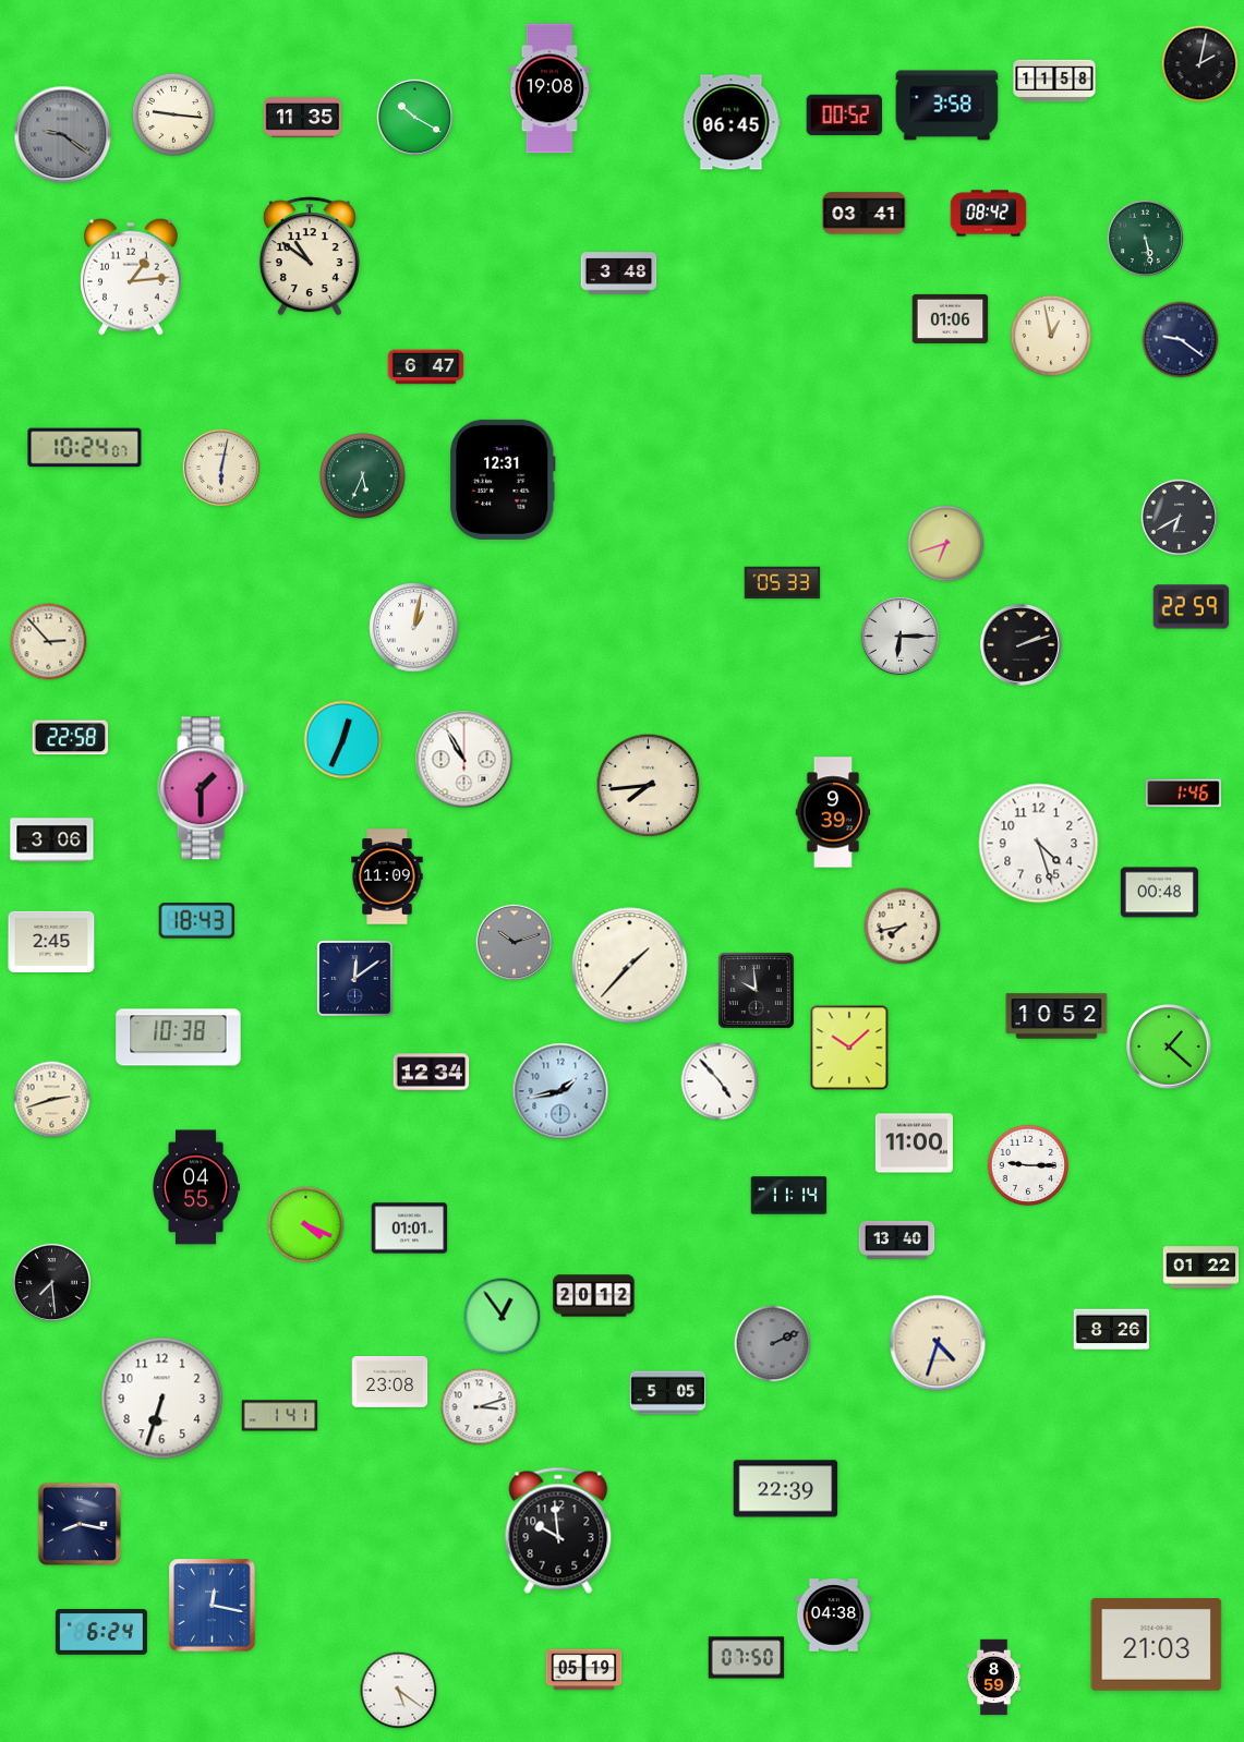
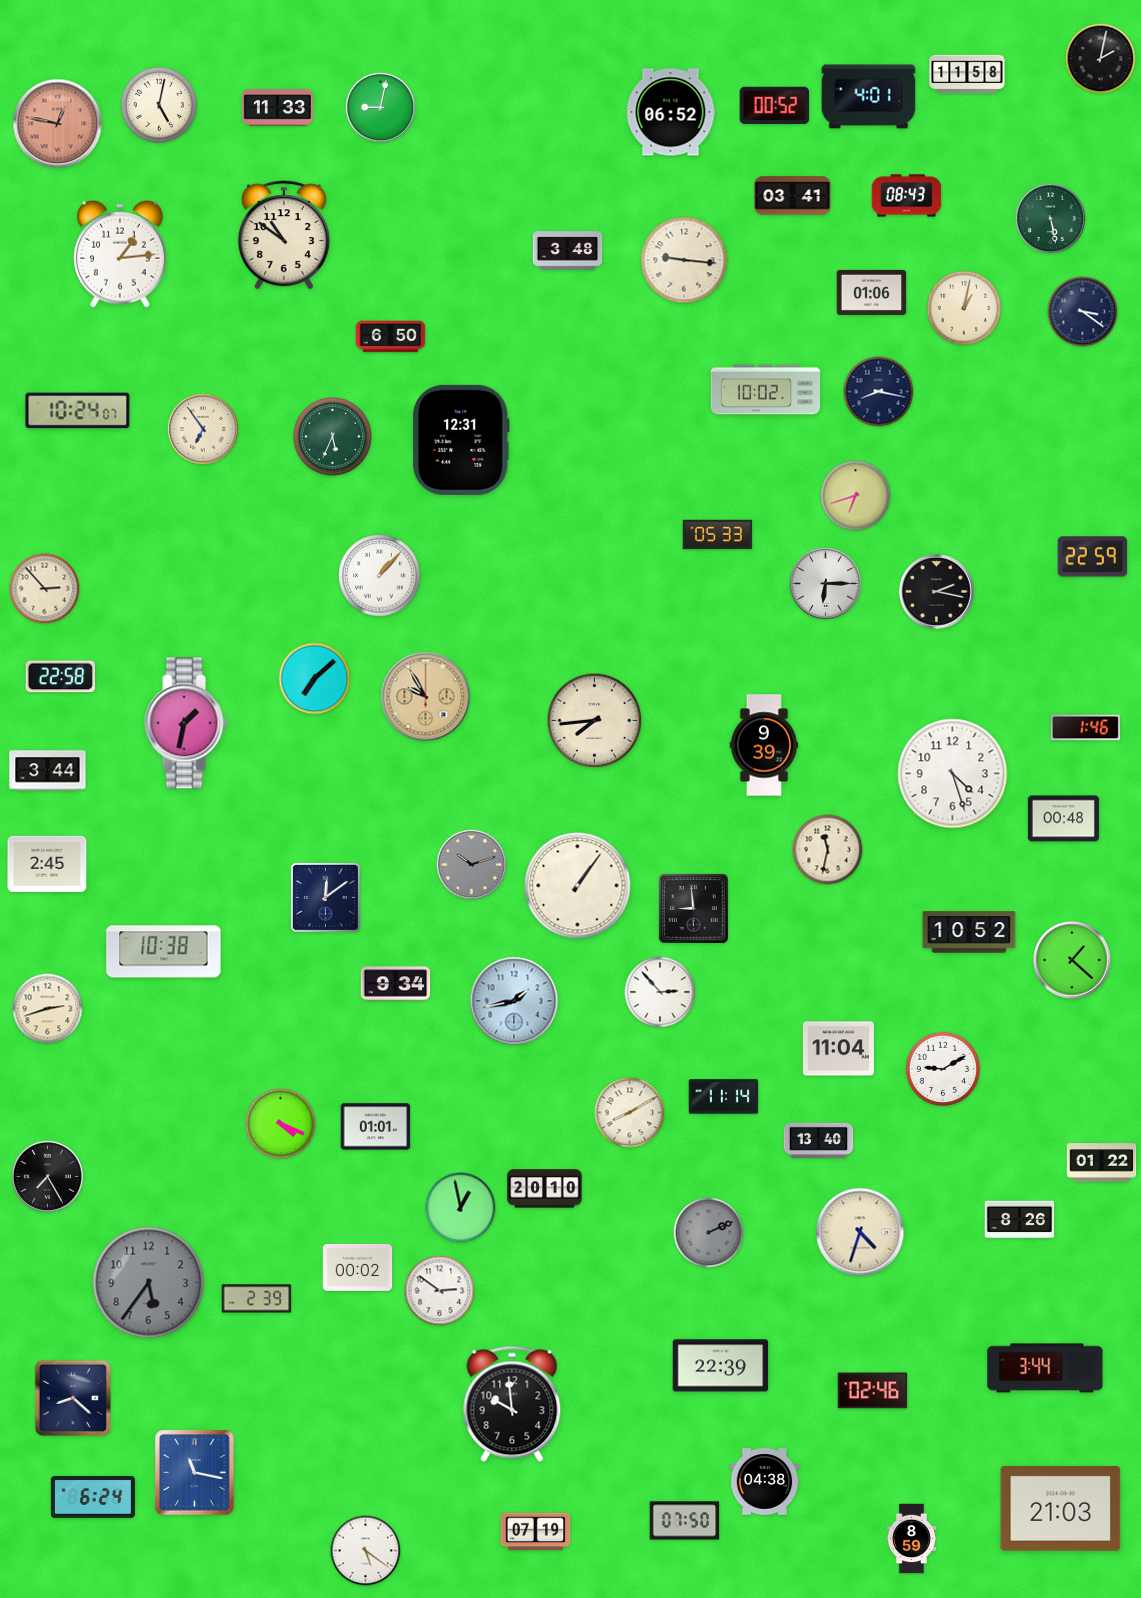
clock at (549, 88): 19:08 -> none
clock at (947, 106): 3:58 -> 4:01
clock at (173, 114): 9:16 -> 5:02
clock at (302, 118): 11:35 -> 11:33
clock at (415, 118): 10:20 -> 9:02
clock at (732, 122): 06:45 -> 06:52
clock at (63, 135): 9:21 -> 12:47
clock at (63, 135) dial: grey -> salmon
clock at (989, 214): 08:42 -> 08:43
clock at (684, 260): none -> 9:16
clock at (1051, 336): 12:58 -> 1:02
clock at (1181, 340): 9:21 -> 3:21
clock at (426, 367): 6:47 -> 6:50
clock at (766, 390): none -> 10:02
clock at (879, 392): none -> 8:17
clock at (220, 467): 6:02 -> 6:54
clock at (1180, 518): 6:40 -> none
clock at (946, 544) position: (946, 544) -> (856, 496)
clock at (414, 628): 1:02 -> 1:07
clock at (1022, 645): 2:12 -> 2:17
clock at (71, 738) position: (71, 738) -> (61, 677)
clock at (343, 740): 12:34 -> 7:08
clock at (464, 760): 10:55 -> 9:55
clock at (464, 760) dial: white -> champagne
clock at (203, 788): 1:30 -> 1:32
clock at (52, 840): 3:06 -> 3:44
clock at (387, 876): 11:09 -> none
clock at (197, 921): 18:43 -> none
clock at (903, 927): 7:43 -> 11:32
clock at (630, 966): 1:37 -> 1:06
clock at (756, 990): 9:59 -> 8:59
clock at (849, 1048): 10:08 -> none
clock at (432, 1073): 12:34 -> 9:34
clock at (720, 1081): 4:53 -> 2:53
clock at (914, 1144): 11:00 -> 11:04
clock at (1028, 1165): 9:15 -> 9:10
clock at (196, 1187): 04:55 -> none
clock at (630, 1113): none -> 8:10
clock at (897, 1239) position: (897, 1239) -> (819, 1140)
clock at (51, 1282): 7:29 -> 7:25
clock at (594, 1296): 20:12 -> 20:10
clock at (503, 1317): 12:54 -> 12:58
clock at (390, 1382): 23:08 -> 00:02
clock at (668, 1393): 5:05 -> none
clock at (162, 1399): 6:33 -> 5:36
clock at (162, 1399) dial: white -> grey
clock at (480, 1407): 3:12 -> 2:51
clock at (280, 1416): 1:41 -> 2:39
clock at (1045, 1368): none -> 3:44
clock at (873, 1391): none -> 02:46
clock at (80, 1524): 8:17 -> 8:22
clock at (213, 1606): 12:17 -> 11:17
clock at (584, 1670): 05:19 -> 07:19
